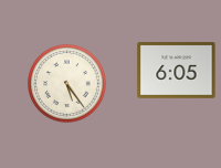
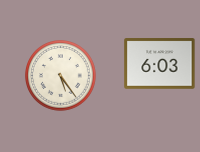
clock at (177, 71): 6:05 -> 6:03
